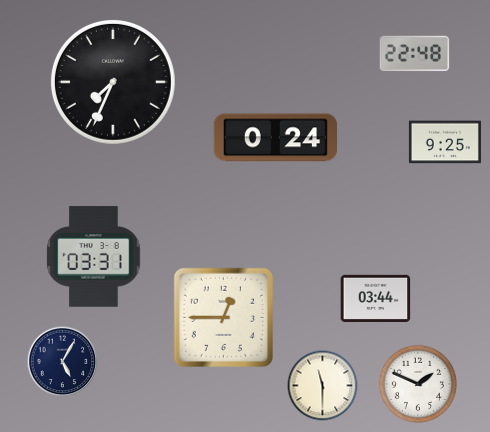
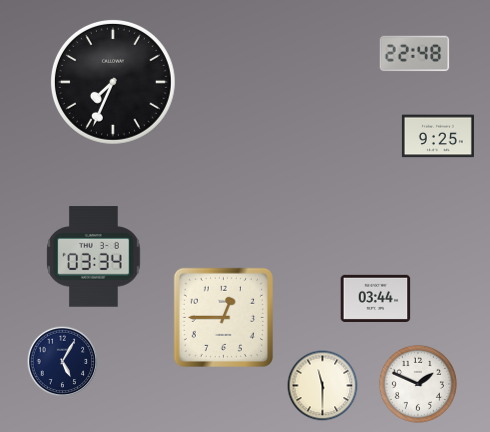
clock at (275, 138): 0:24 -> none
clock at (445, 142) position: (445, 142) -> (438, 136)
clock at (94, 257): 03:31 -> 03:34
